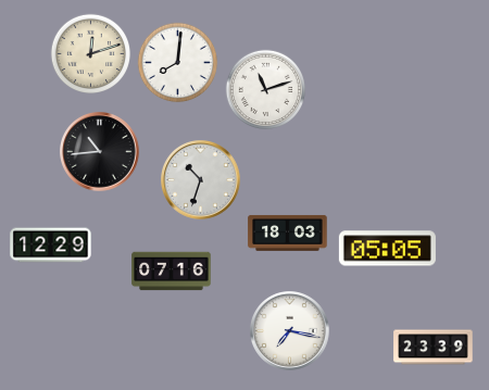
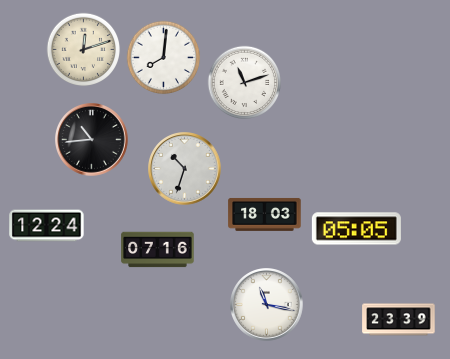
clock at (201, 180) position: (201, 180) -> (185, 169)
clock at (51, 246): 12:29 -> 12:24
clock at (290, 331): 7:17 -> 11:17
